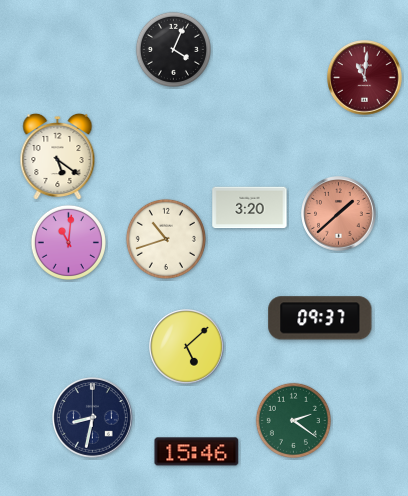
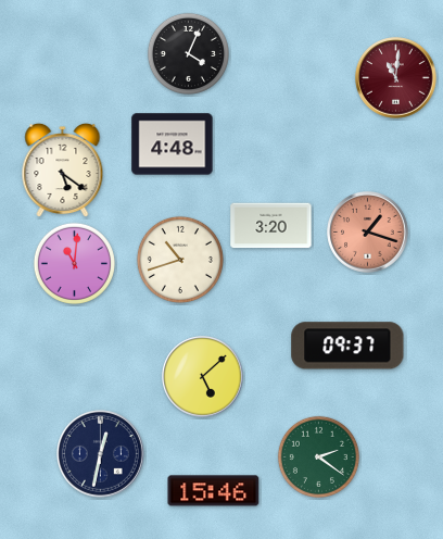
clock at (365, 78) position: (365, 78) -> (396, 78)
clock at (173, 145): none -> 4:48
clock at (339, 214): 1:38 -> 1:18
clock at (93, 418): 8:32 -> 12:32
